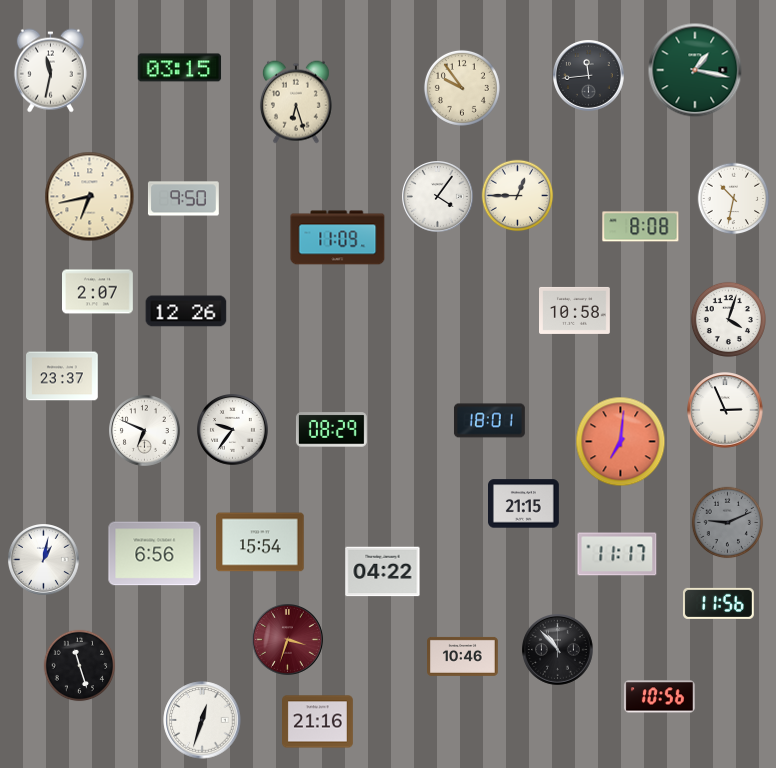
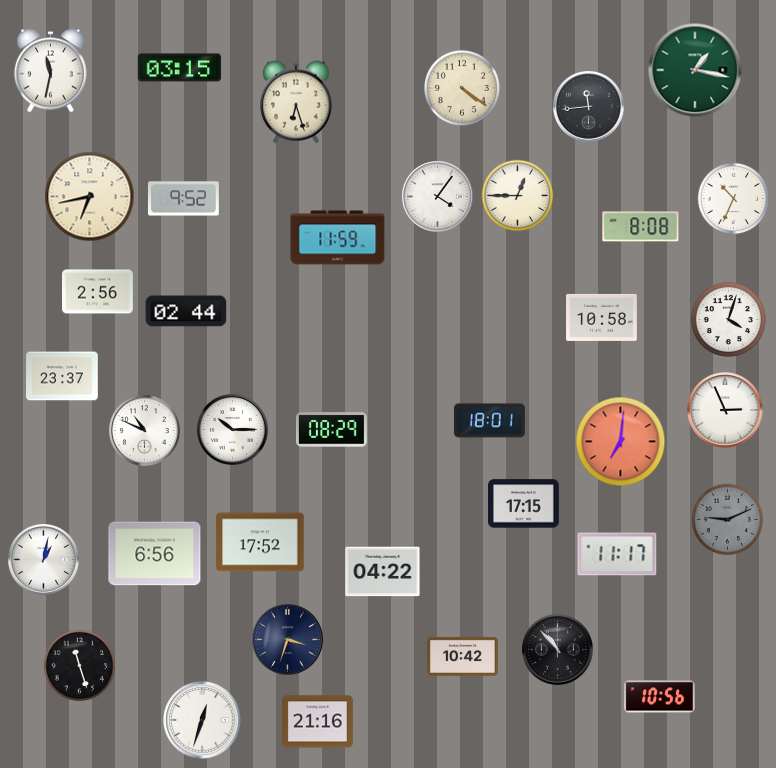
clock at (589, 76) position: (589, 76) -> (589, 107)
clock at (462, 88): 9:54 -> 4:21
clock at (183, 199): 9:50 -> 9:52
clock at (734, 199): 10:32 -> 10:34
clock at (338, 238): 11:09 -> 11:59
clock at (98, 292): 2:07 -> 2:56
clock at (575, 310) position: (575, 310) -> (602, 317)
clock at (186, 311): 12:26 -> 02:44
clock at (233, 430): 9:36 -> 10:15
clock at (145, 431): 6:49 -> 10:49
clock at (524, 504): 21:15 -> 17:15
clock at (728, 523) position: (728, 523) -> (728, 520)
clock at (260, 542): 15:54 -> 17:52
clock at (718, 603): 11:56 -> none
clock at (288, 640) dial: burgundy -> navy
clock at (463, 656): 10:46 -> 10:42
